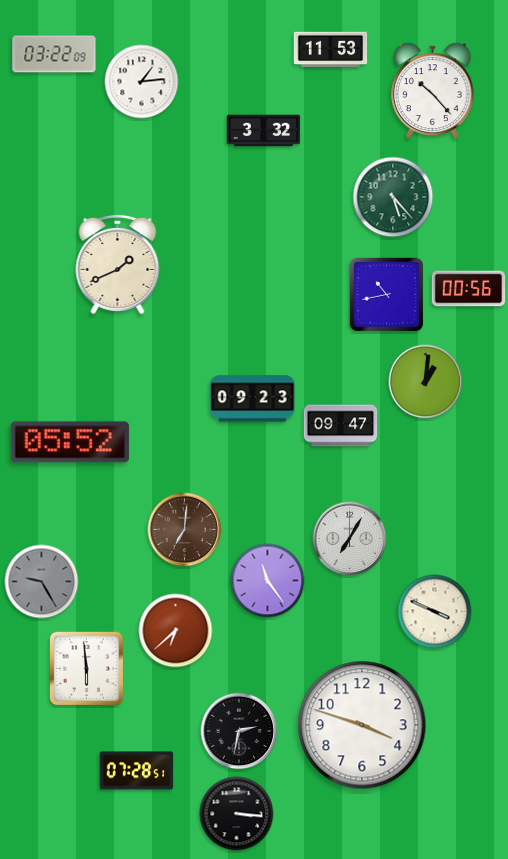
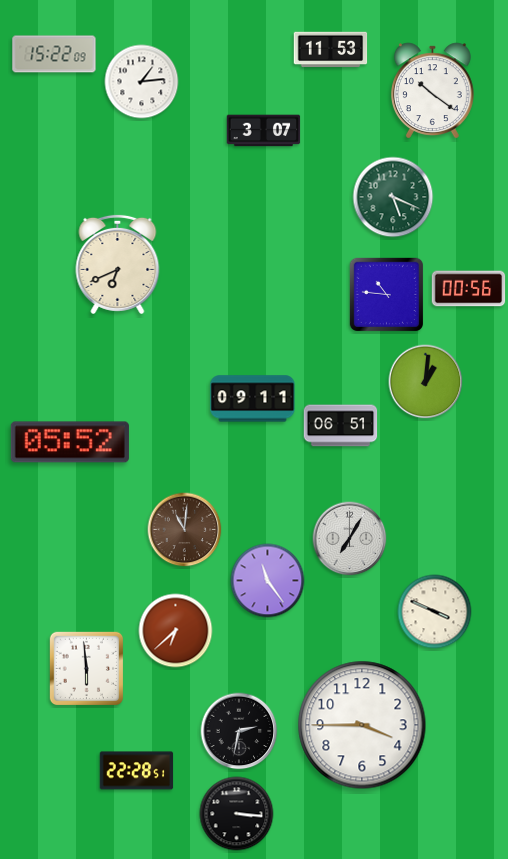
clock at (54, 54): 03:22 -> 15:22
clock at (432, 90): 10:23 -> 10:21
clock at (264, 131): 3:32 -> 3:07
clock at (393, 197): 5:23 -> 5:19
clock at (118, 264): 1:41 -> 6:41
clock at (386, 294): 10:43 -> 10:46
clock at (253, 399): 09:23 -> 09:11
clock at (341, 426): 09:47 -> 06:51
clock at (185, 530): 7:01 -> 11:01
clock at (42, 582): 9:25 -> none
clock at (362, 725): 3:48 -> 3:45
clock at (137, 771): 07:28 -> 22:28
